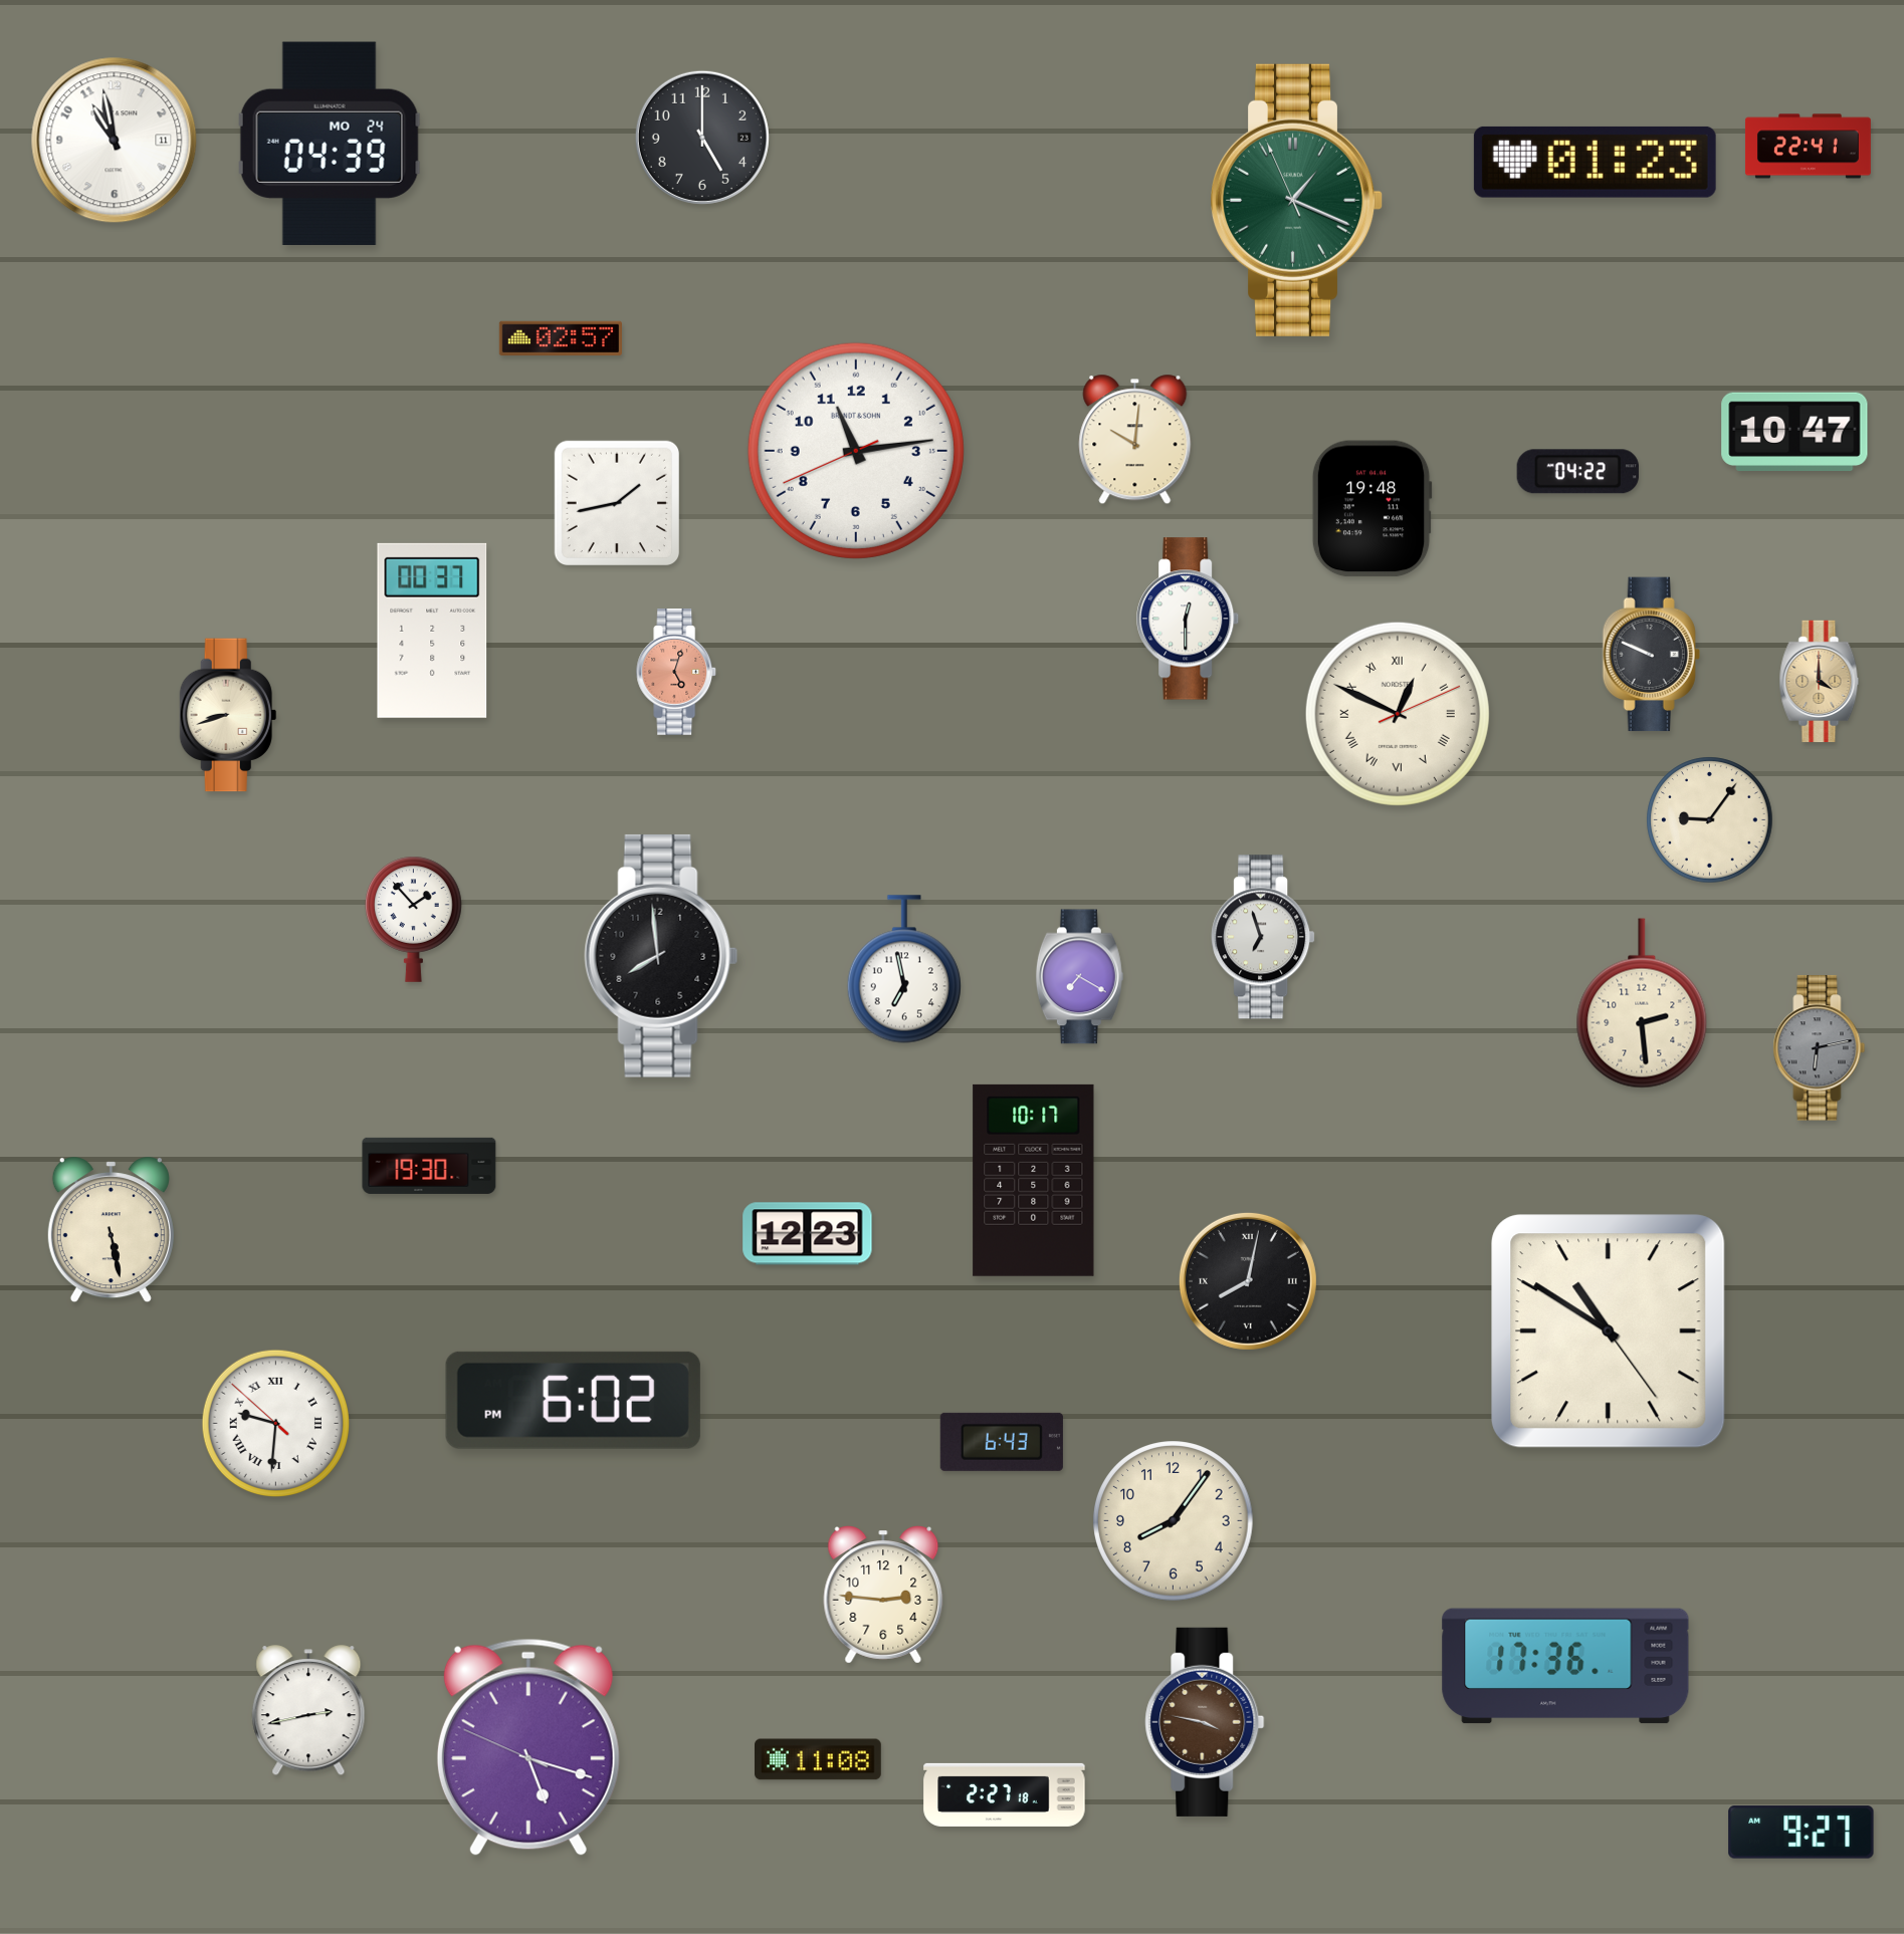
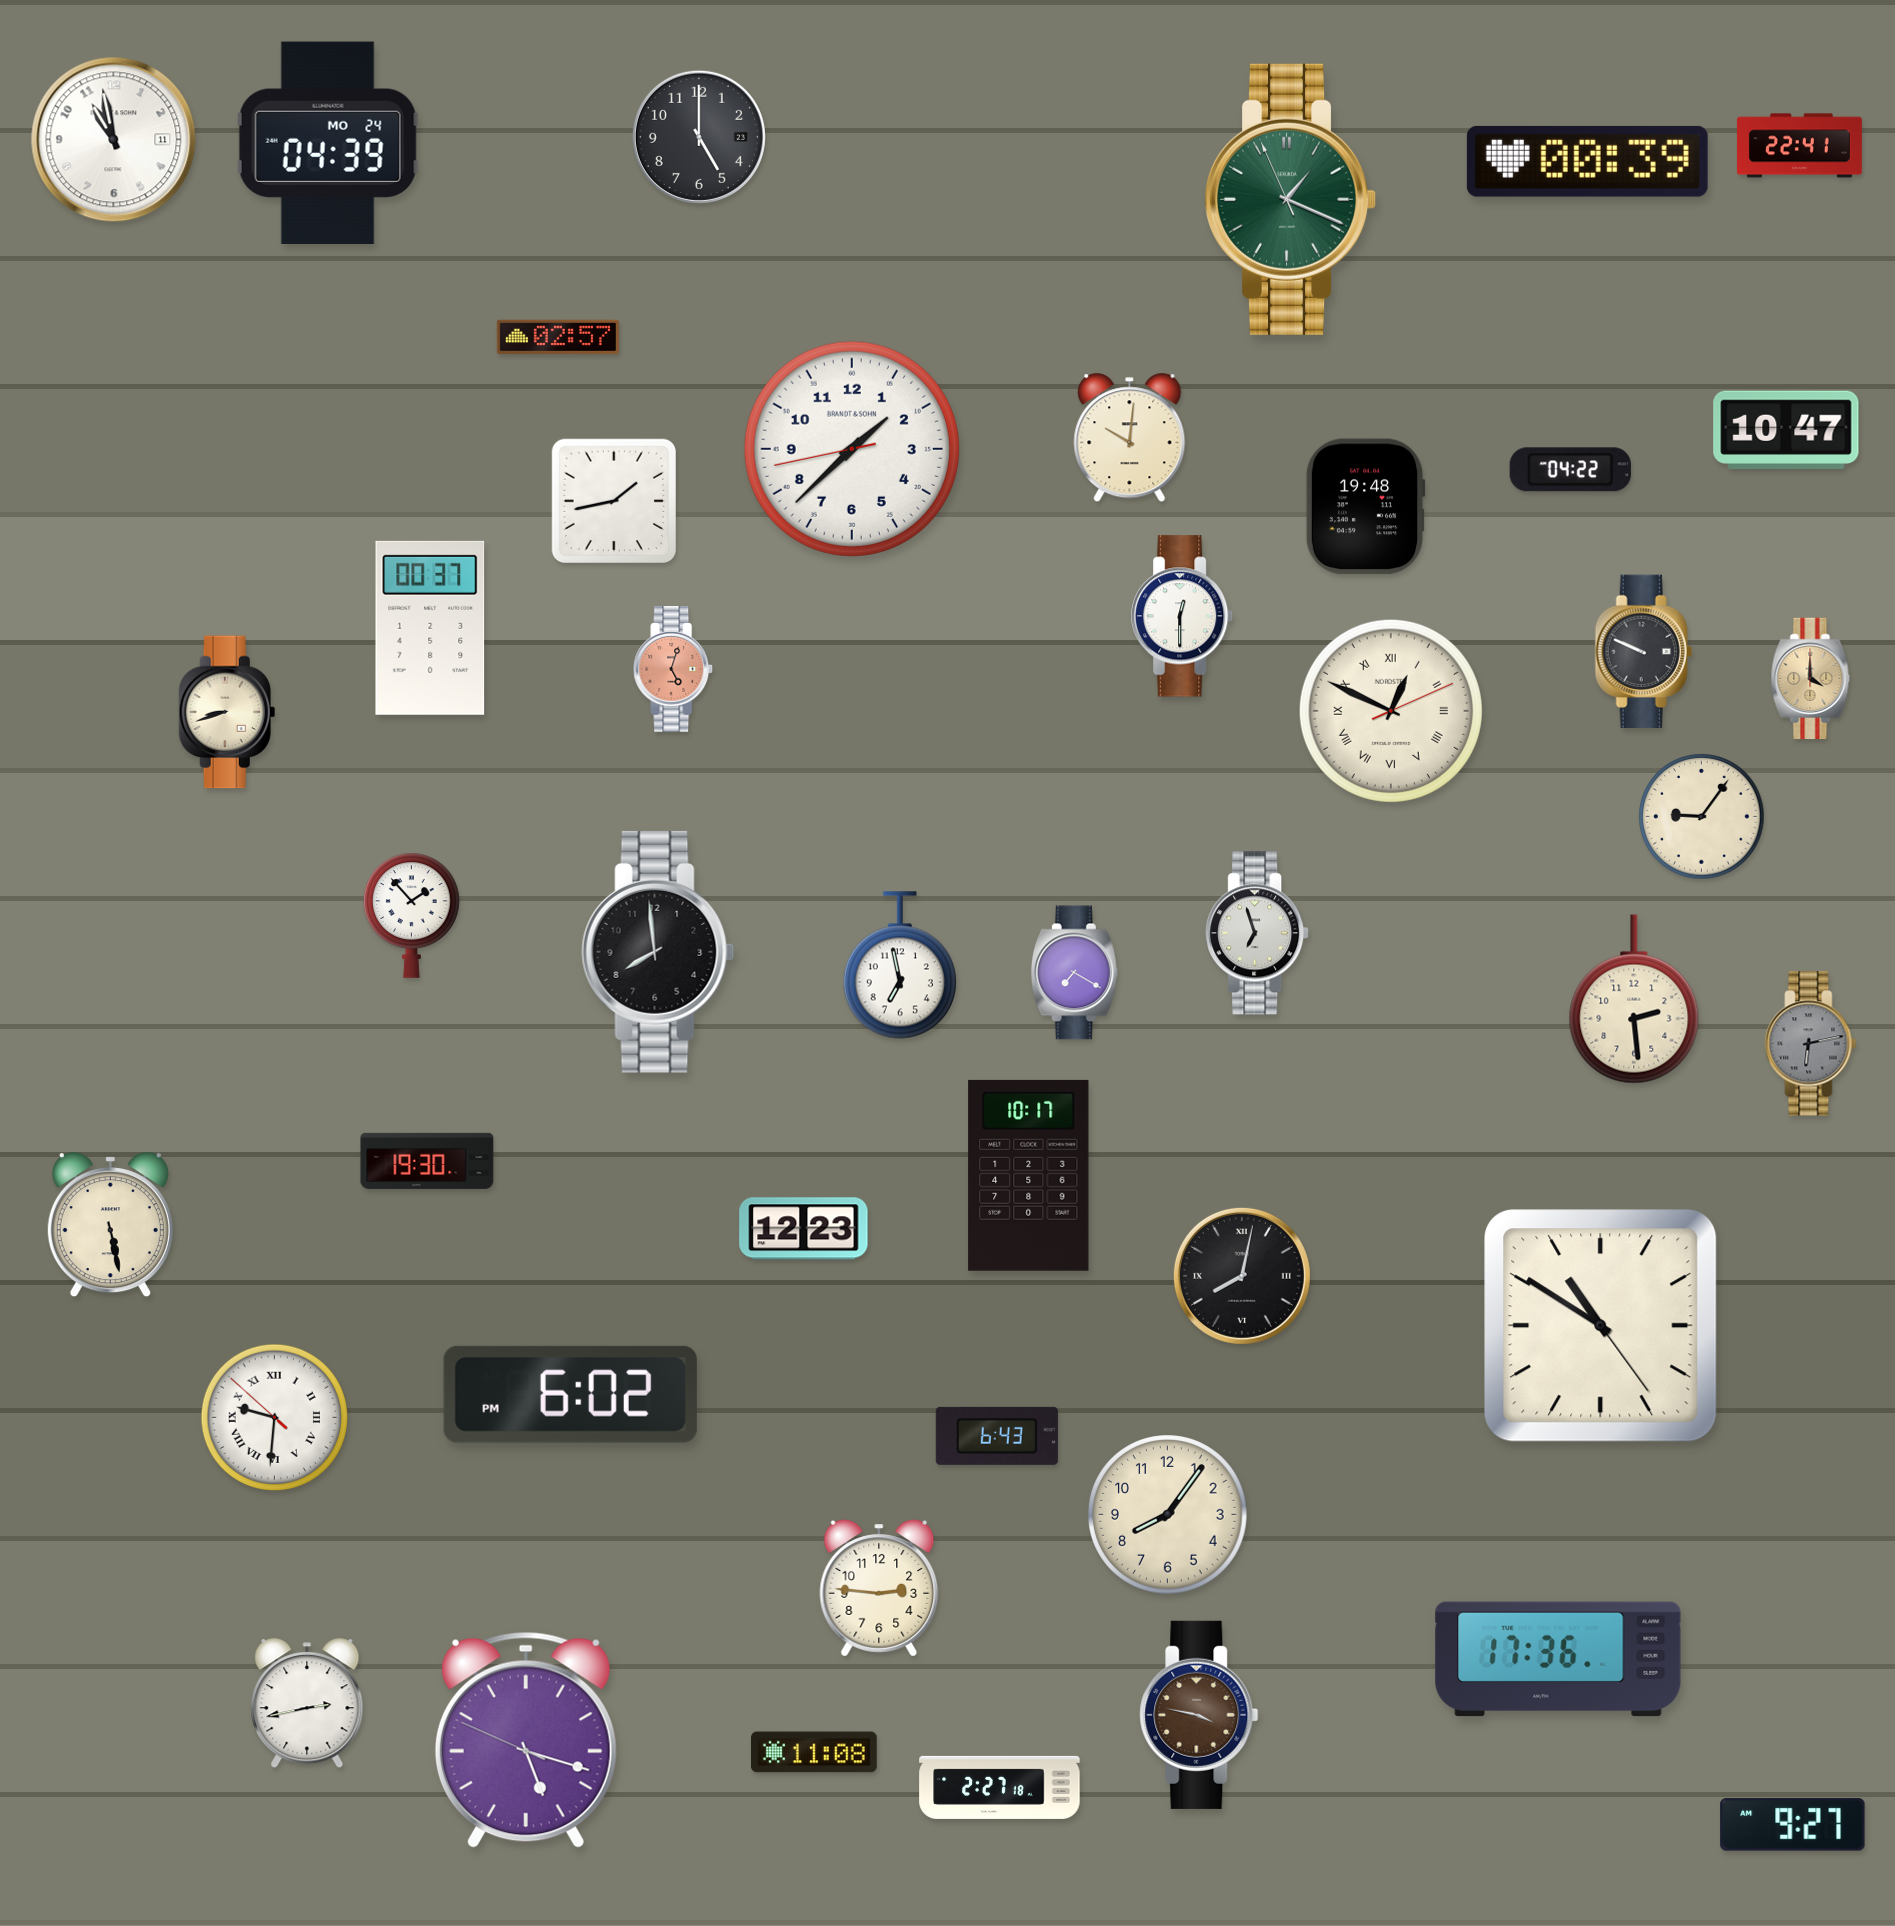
clock at (1595, 162): 01:23 -> 00:39
clock at (856, 451): 11:13 -> 1:37
